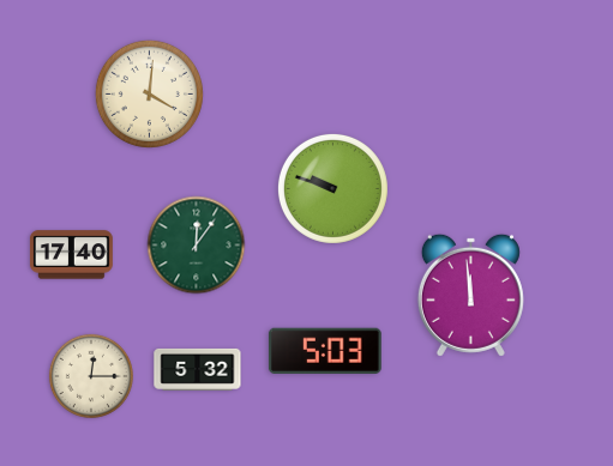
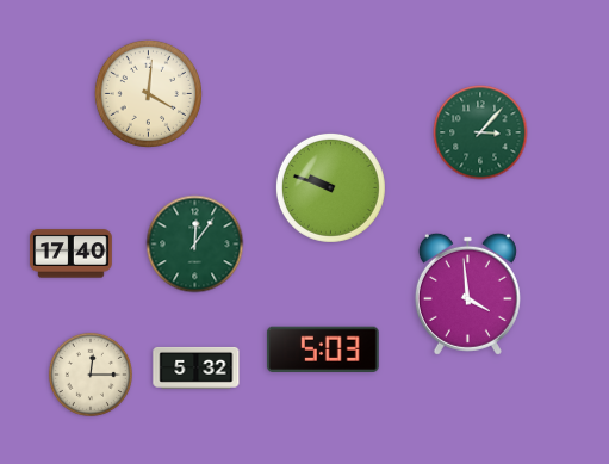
clock at (480, 132): none -> 3:07
clock at (470, 295): 11:59 -> 3:59
